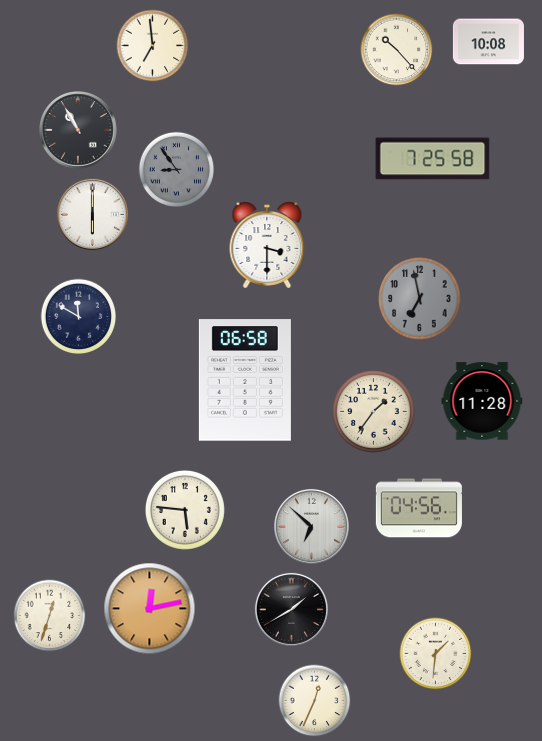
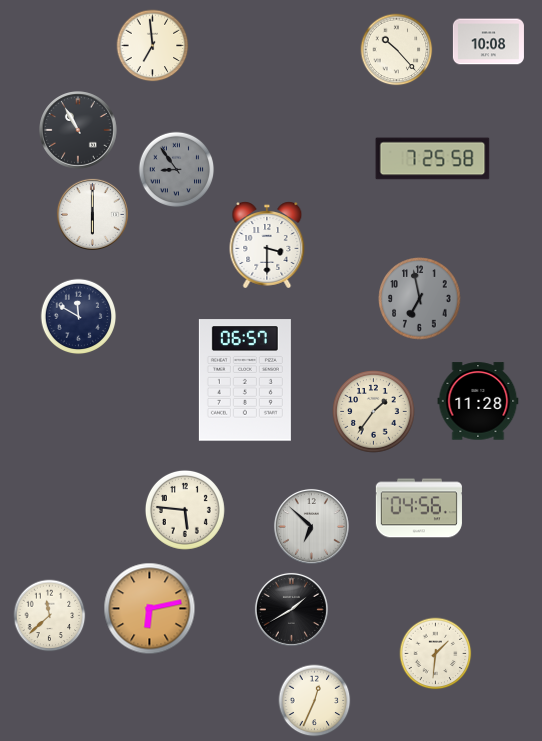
clock at (245, 380): 06:58 -> 06:57
clock at (482, 401) position: (482, 401) -> (478, 401)
clock at (150, 609): 12:13 -> 6:13
clock at (50, 616): 12:33 -> 11:38
